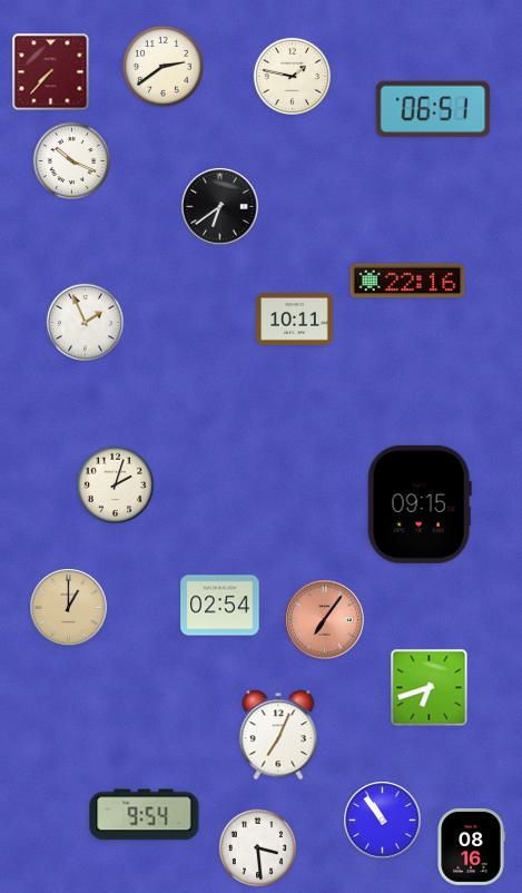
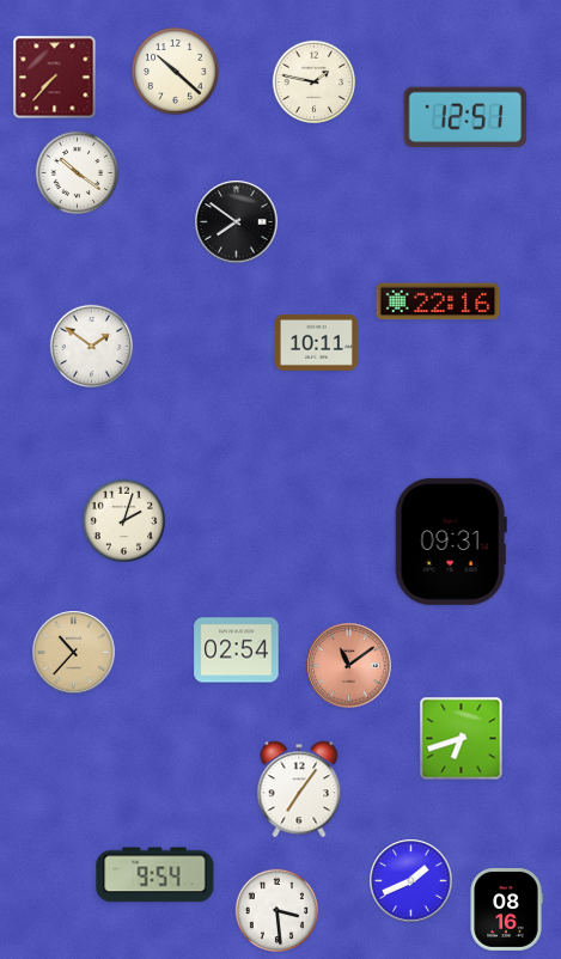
clock at (164, 67): 2:39 -> 10:22
clock at (433, 109): 06:51 -> 12:51
clock at (71, 160): 10:19 -> 10:21
clock at (220, 207): 6:39 -> 7:51
clock at (85, 322): 1:56 -> 1:51
clock at (420, 504): 09:15 -> 09:31
clock at (69, 608): 1:00 -> 10:37
clock at (325, 620): 7:06 -> 11:09
clock at (278, 735): 7:04 -> 7:06
clock at (383, 821): 10:54 -> 1:41
